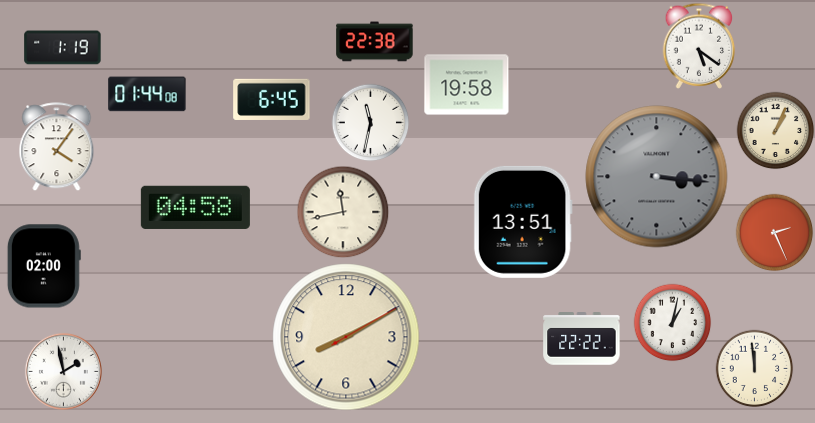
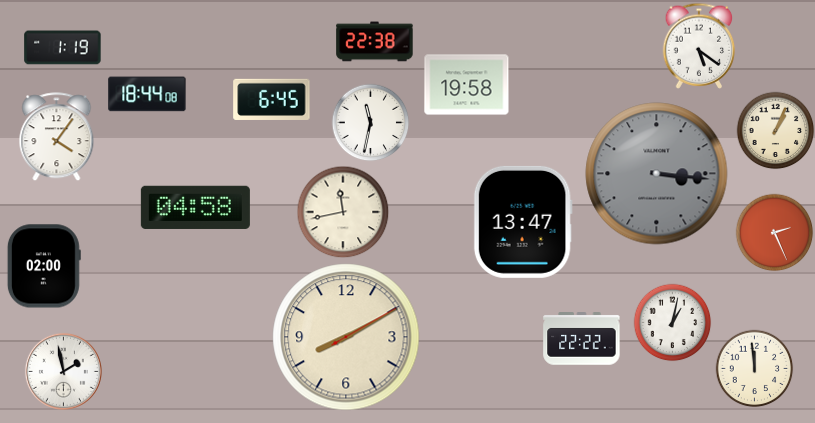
clock at (147, 94): 01:44 -> 18:44
clock at (57, 147) position: (57, 147) -> (57, 137)
clock at (657, 177) position: (657, 177) -> (657, 174)
clock at (523, 222): 13:51 -> 13:47
